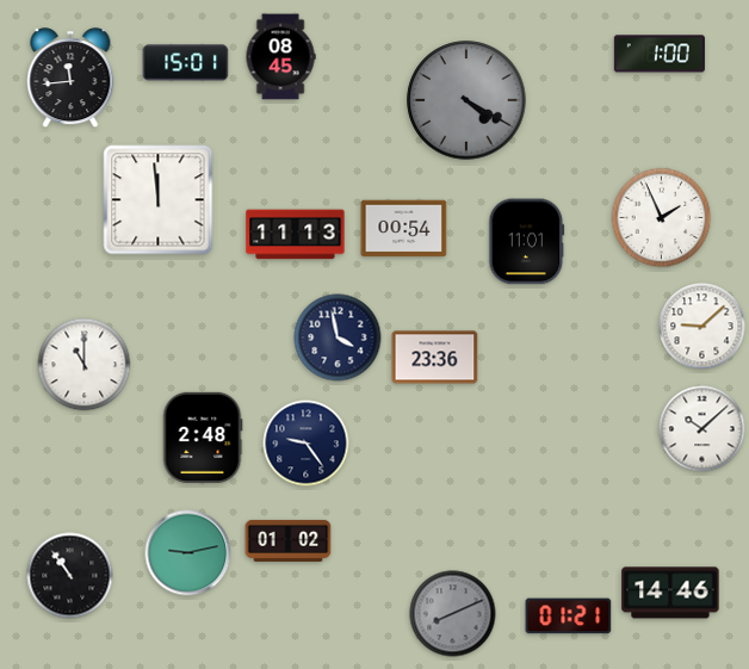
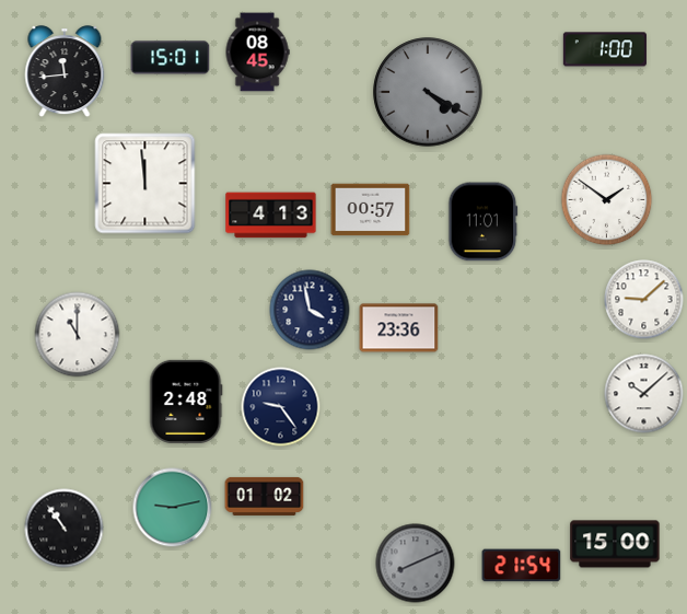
clock at (662, 218): 1:56 -> 1:51
clock at (404, 229): 00:54 -> 00:57
clock at (296, 235): 11:13 -> 4:13
clock at (670, 593): 14:46 -> 15:00
clock at (569, 617): 01:21 -> 21:54
